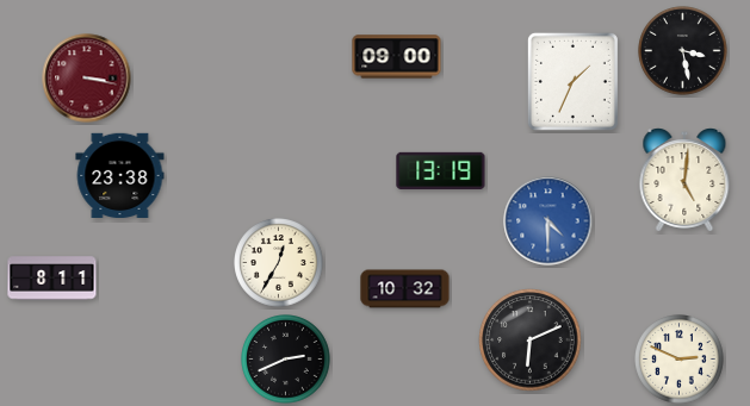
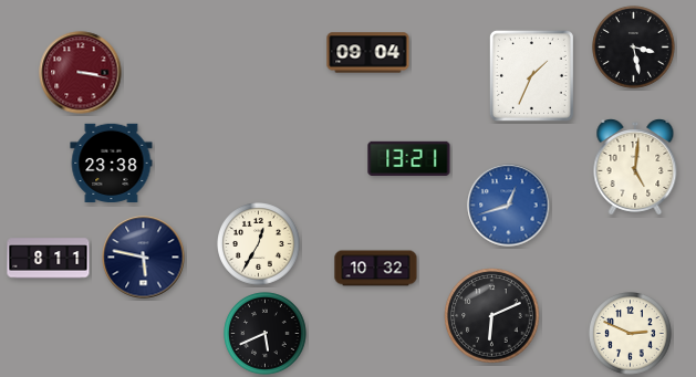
clock at (397, 57): 09:00 -> 09:04
clock at (441, 171): 13:19 -> 13:21
clock at (548, 221): 4:30 -> 12:42
clock at (144, 258): none -> 5:47
clock at (286, 360): 2:41 -> 5:41
